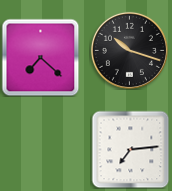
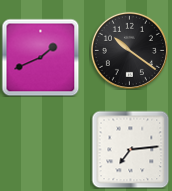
clock at (129, 50): 10:18 -> 10:21
clock at (40, 57): 7:22 -> 1:41
